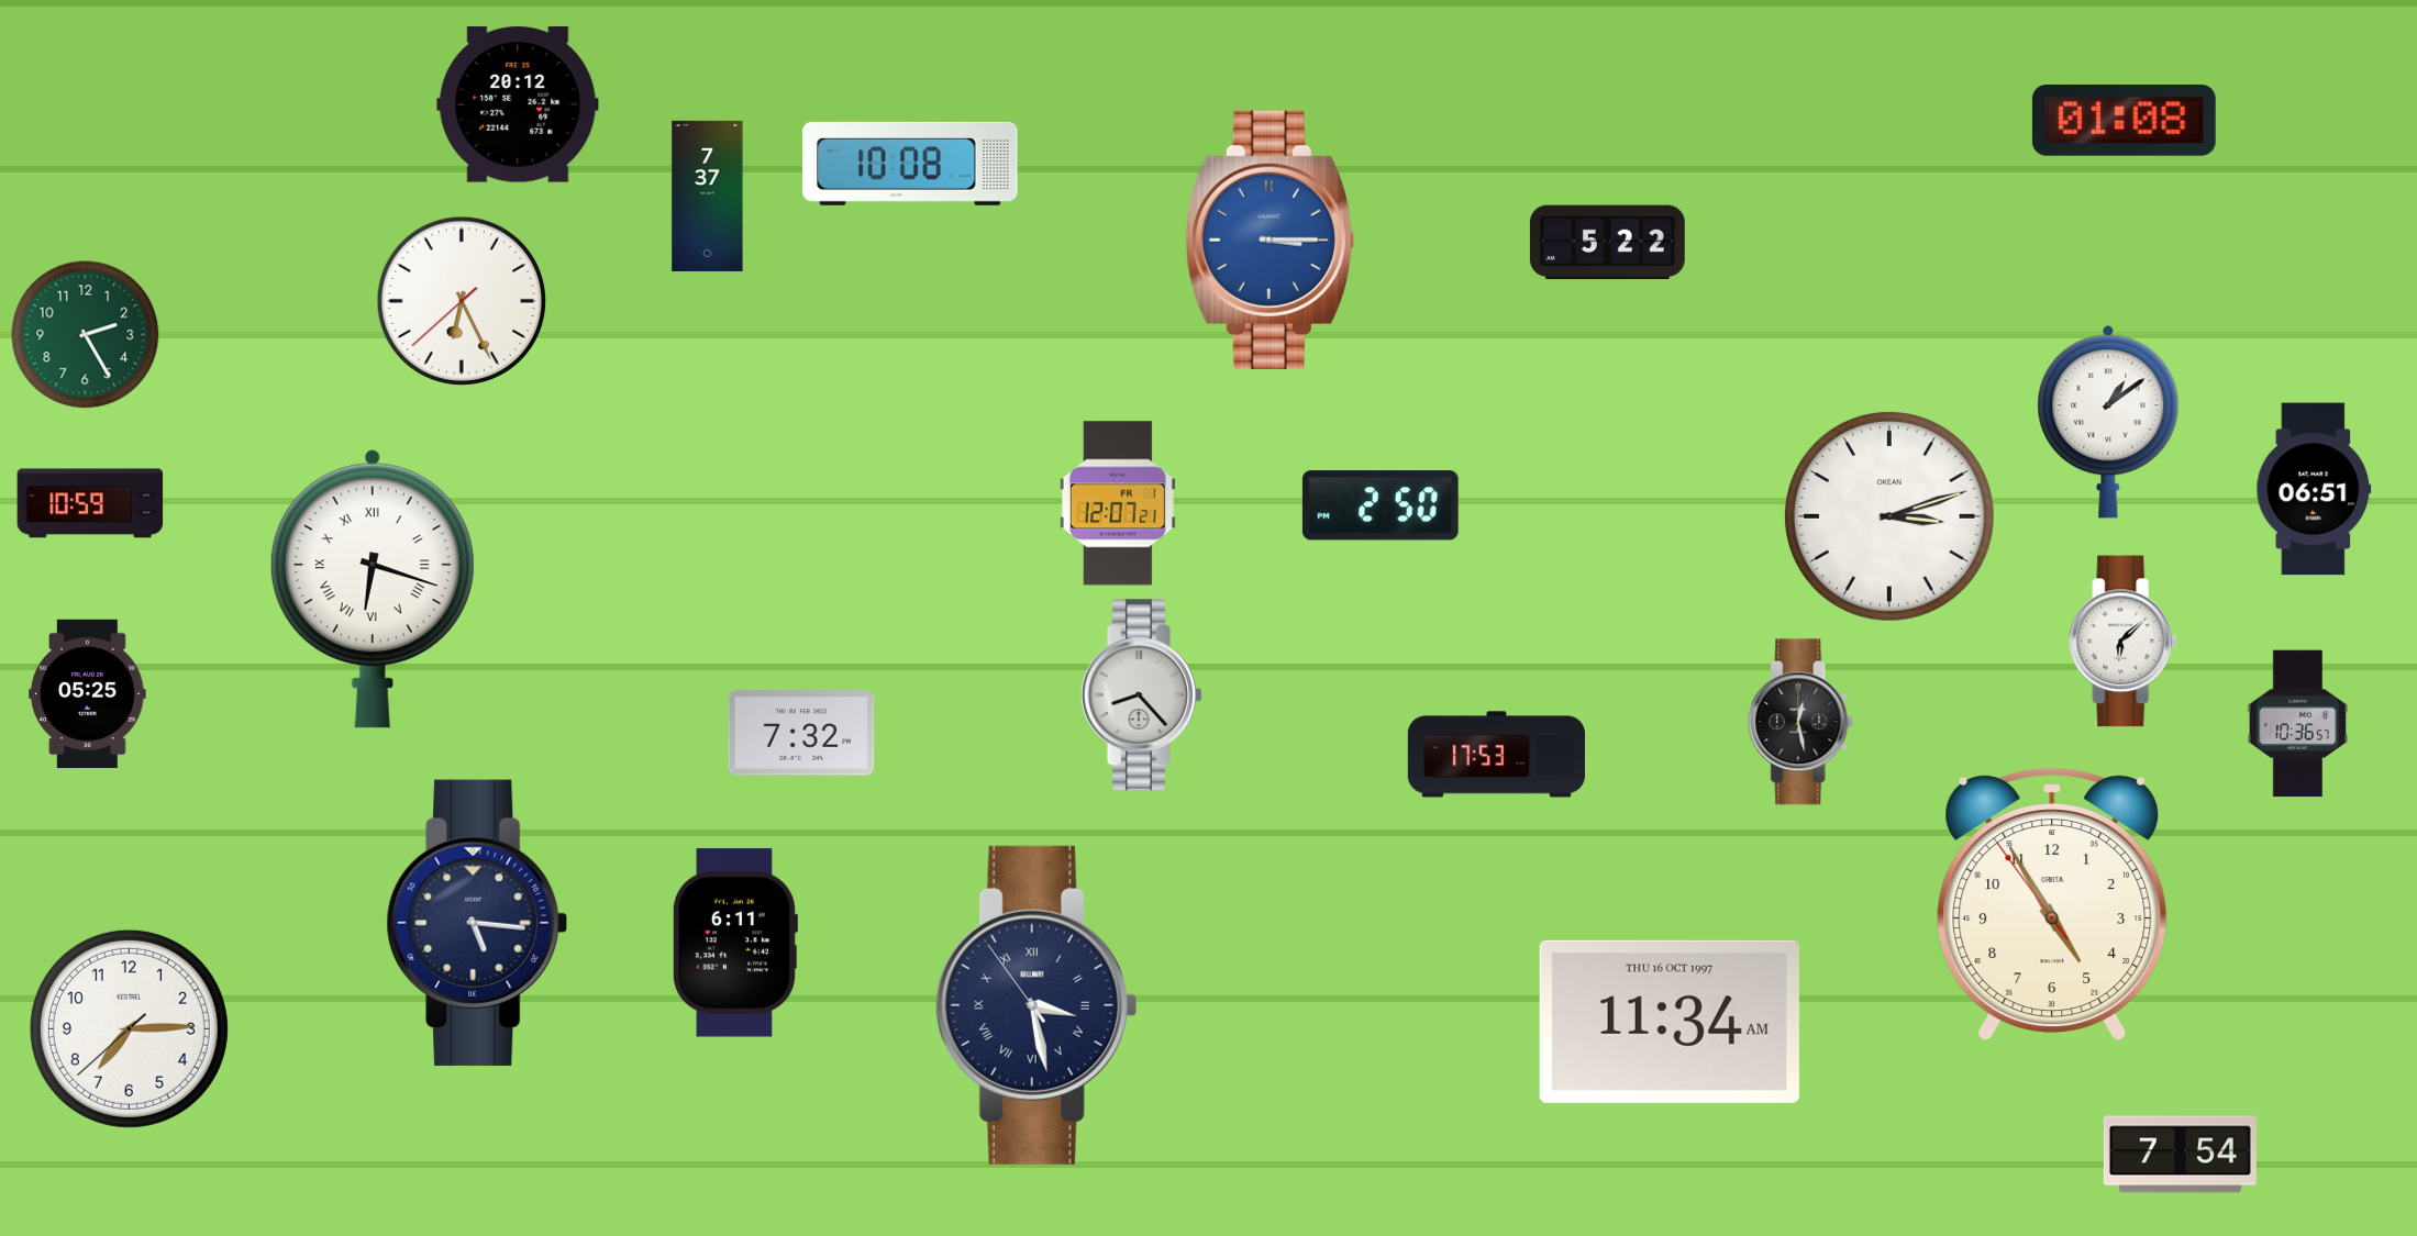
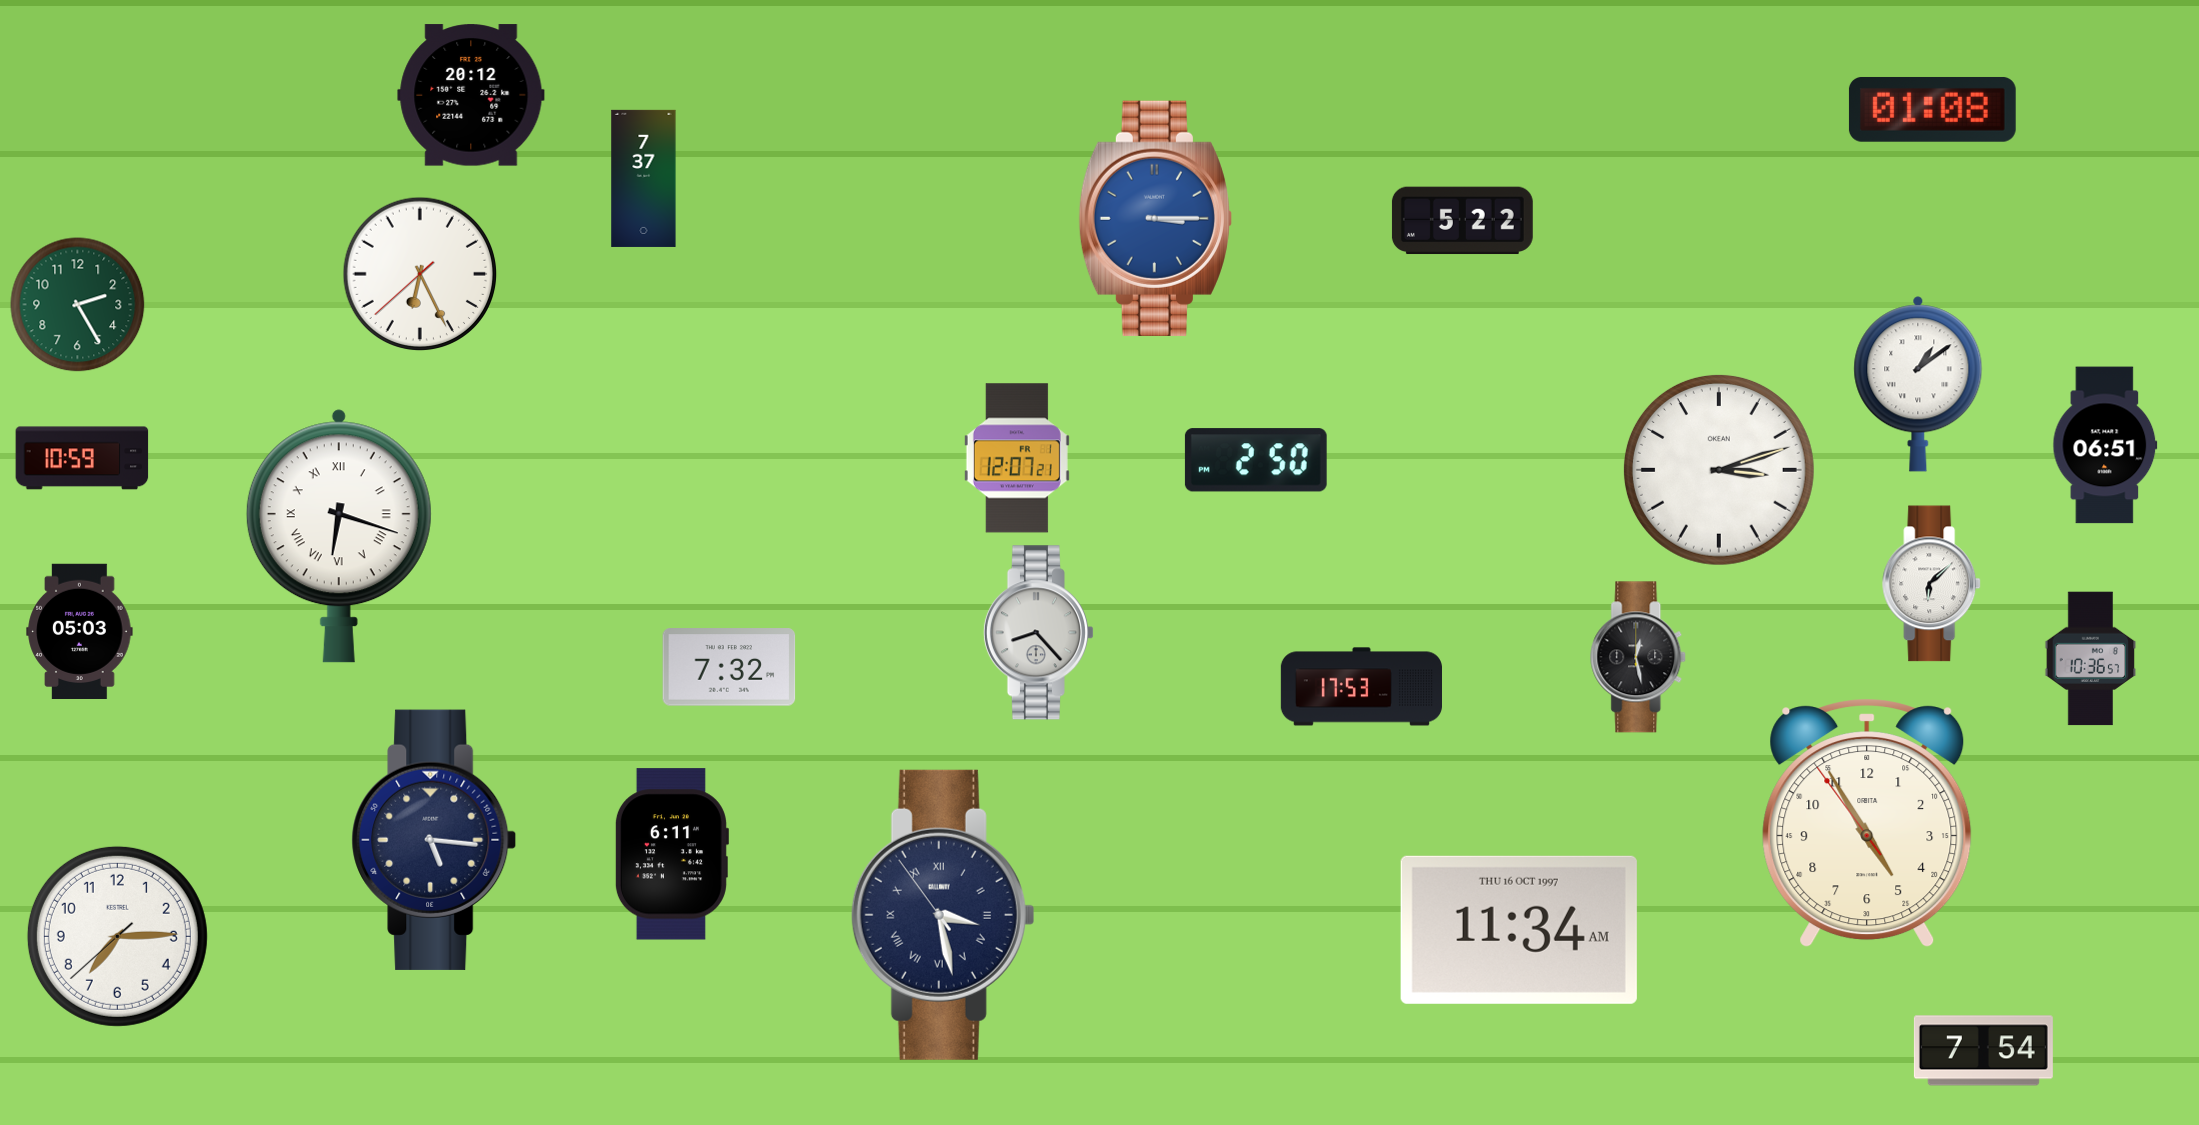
clock at (910, 164): 10:08 -> none
clock at (88, 693): 05:25 -> 05:03
clock at (734, 943) position: (734, 943) -> (671, 854)
